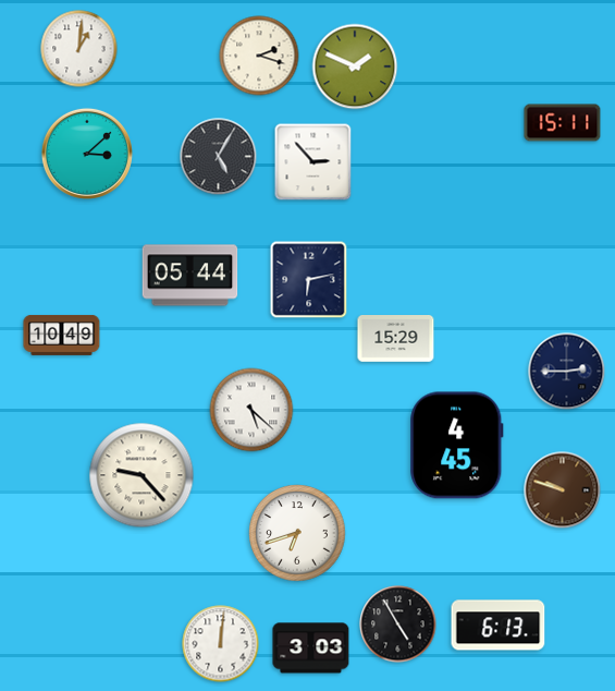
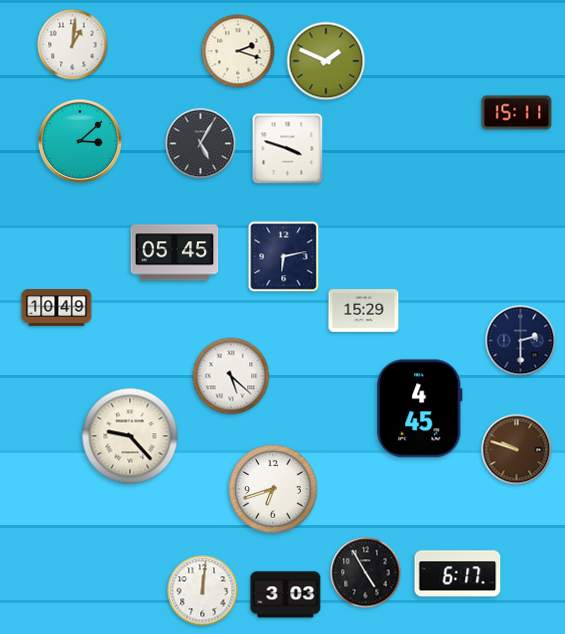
clock at (313, 162): 2:53 -> 3:48
clock at (190, 276): 05:44 -> 05:45
clock at (567, 372): 2:45 -> 2:30
clock at (499, 626): 6:13 -> 6:17
